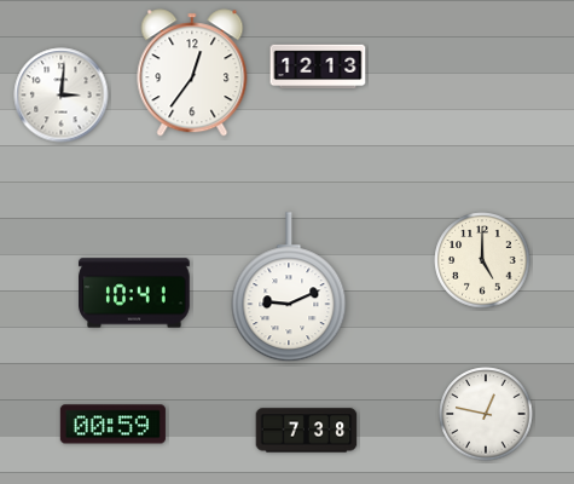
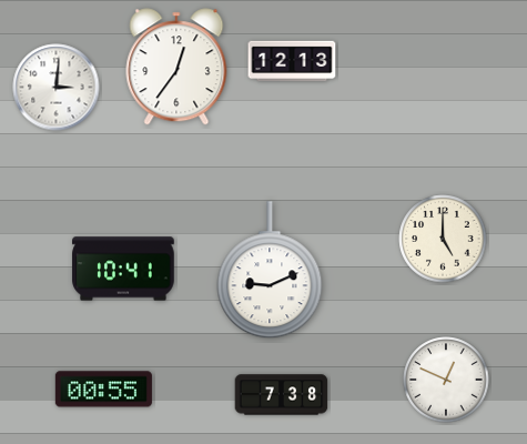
clock at (289, 288) position: (289, 288) -> (270, 271)
clock at (486, 414): 12:47 -> 12:49
clock at (112, 425): 00:59 -> 00:55
